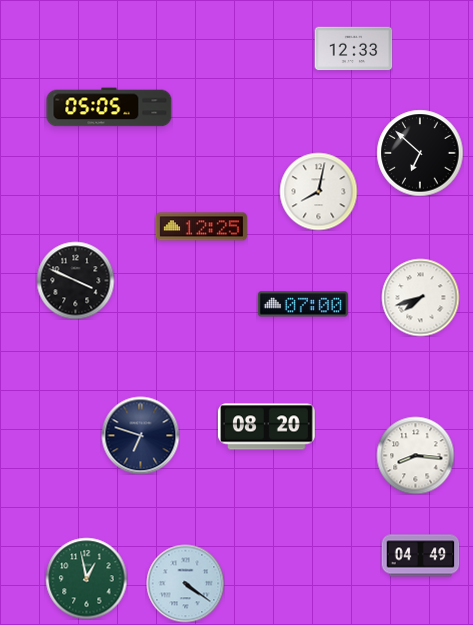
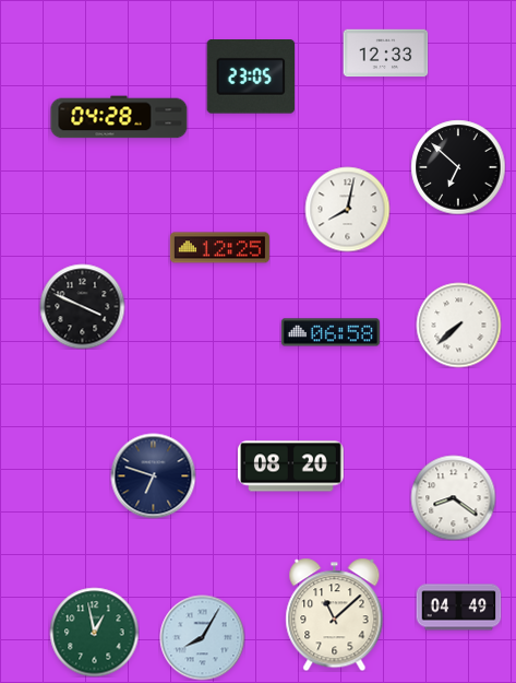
clock at (250, 78): none -> 23:05
clock at (109, 107): 05:05 -> 04:28
clock at (420, 297): 7:42 -> 7:38
clock at (303, 304): 07:00 -> 06:58
clock at (415, 455): 8:16 -> 8:21
clock at (335, 614): none -> 11:08
clock at (185, 583): 4:21 -> 8:05
